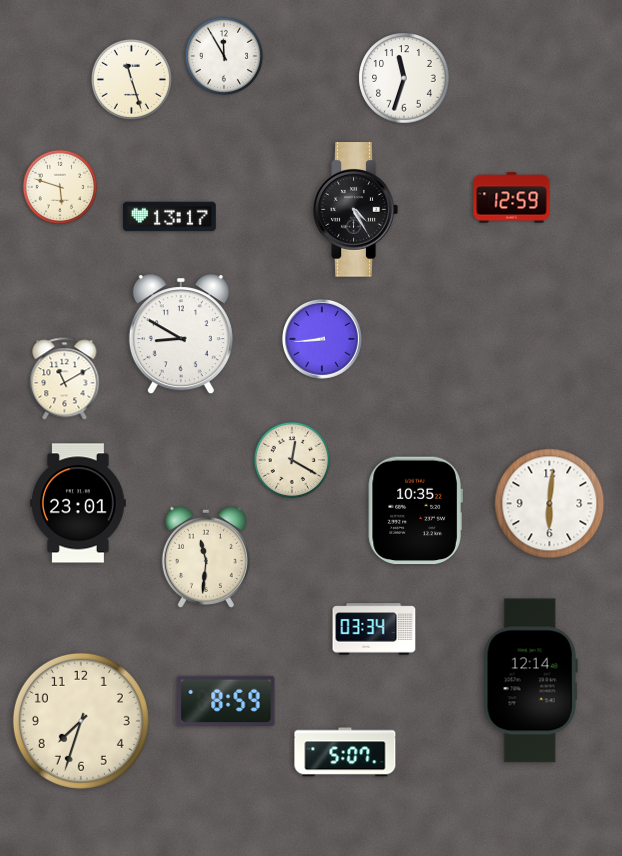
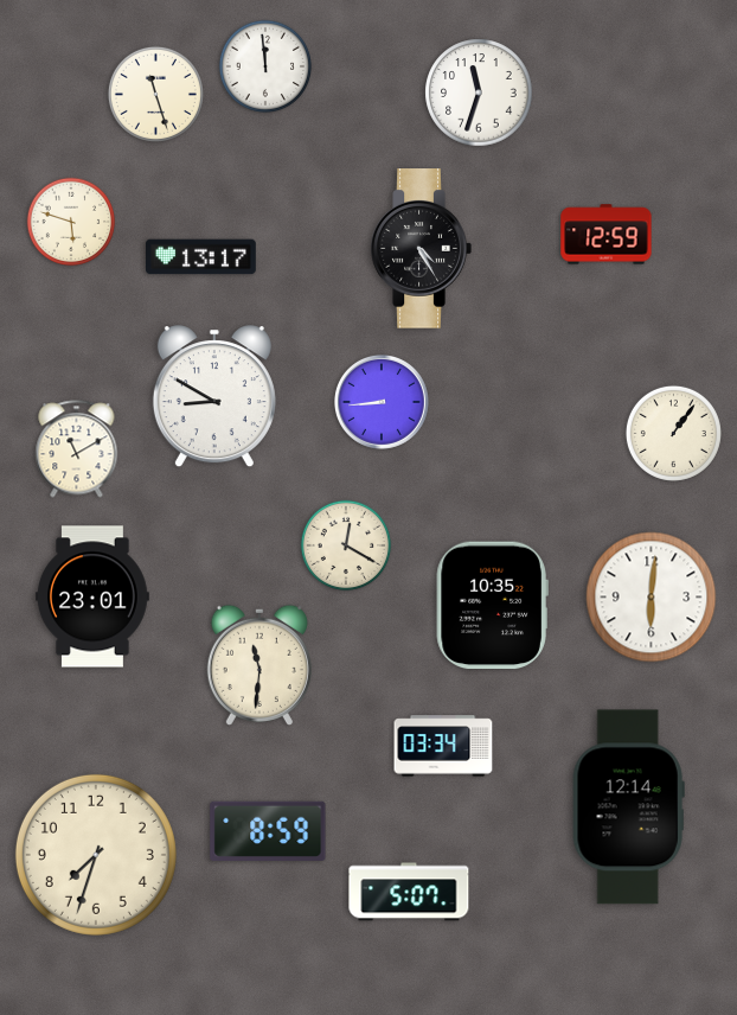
clock at (223, 55): 11:55 -> 11:59
clock at (673, 433): none -> 1:06
clock at (206, 557) position: (206, 557) -> (259, 665)
